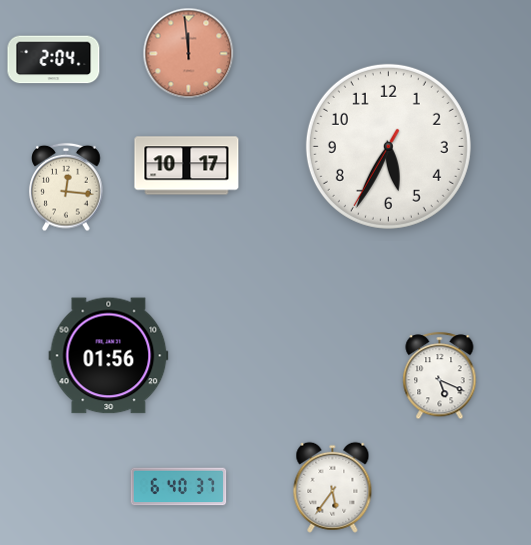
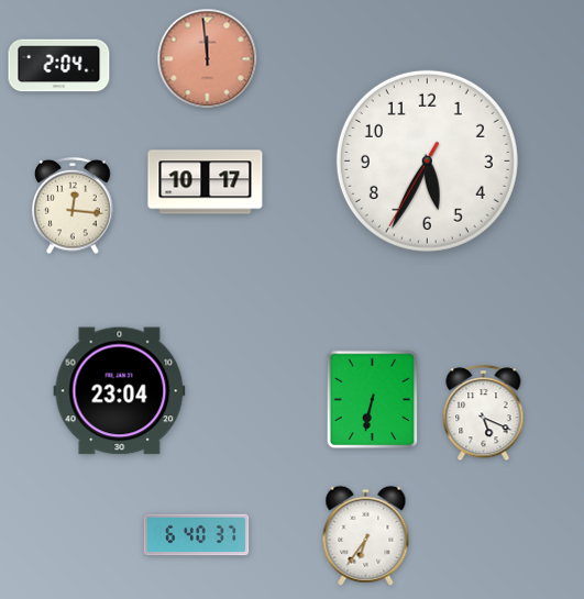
clock at (109, 356): 01:56 -> 23:04
clock at (373, 400): none -> 6:32
clock at (333, 487): 5:36 -> 6:36
